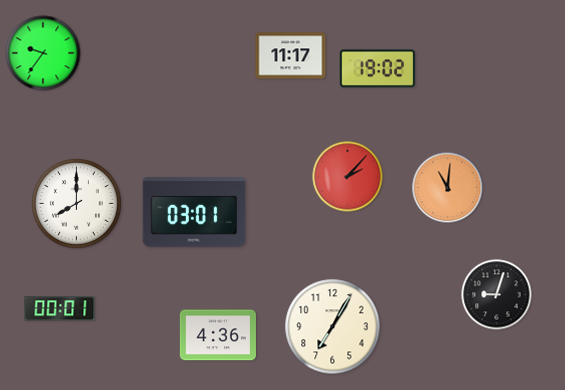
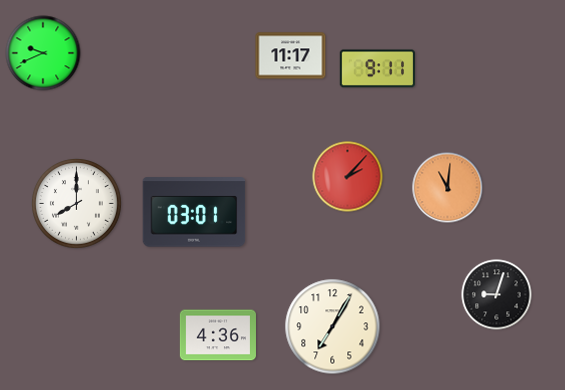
clock at (43, 53): 9:36 -> 9:41
clock at (378, 69): 19:02 -> 9:11
clock at (60, 309): 00:01 -> none
